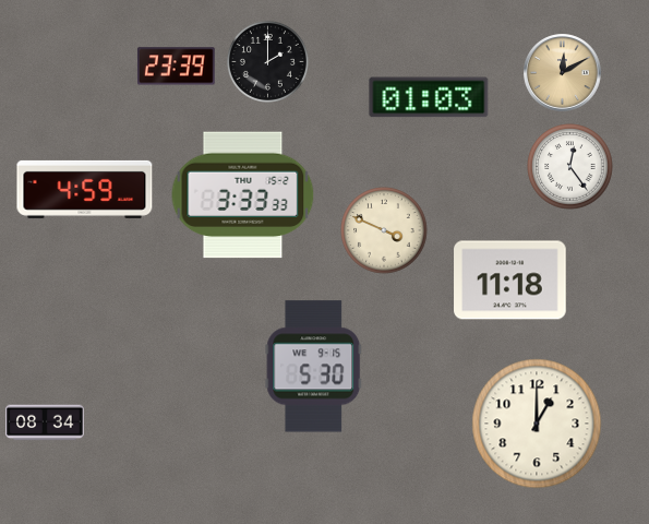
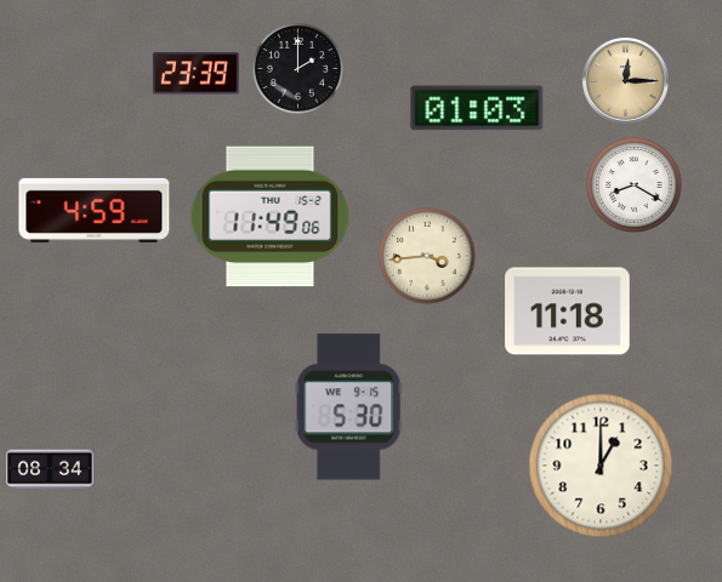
clock at (563, 73): 12:10 -> 12:15
clock at (570, 167): 12:24 -> 8:20
clock at (243, 195): 3:33 -> 11:49
clock at (384, 230): 3:49 -> 3:44
clock at (537, 424) position: (537, 424) -> (601, 466)
